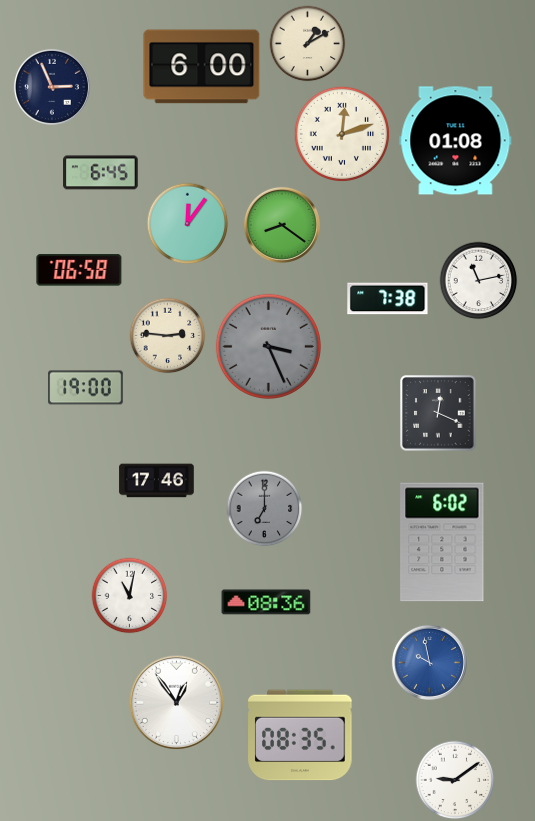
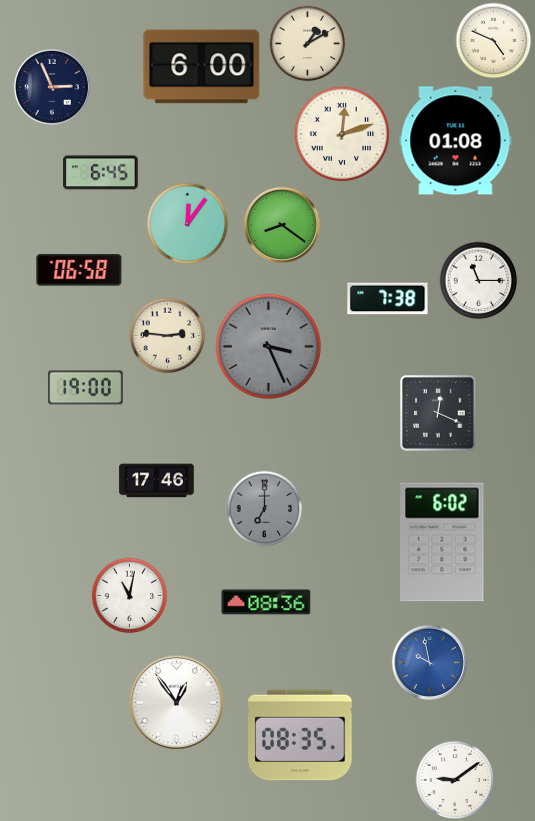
clock at (494, 41): none -> 4:49
clock at (479, 281): 11:13 -> 11:15
